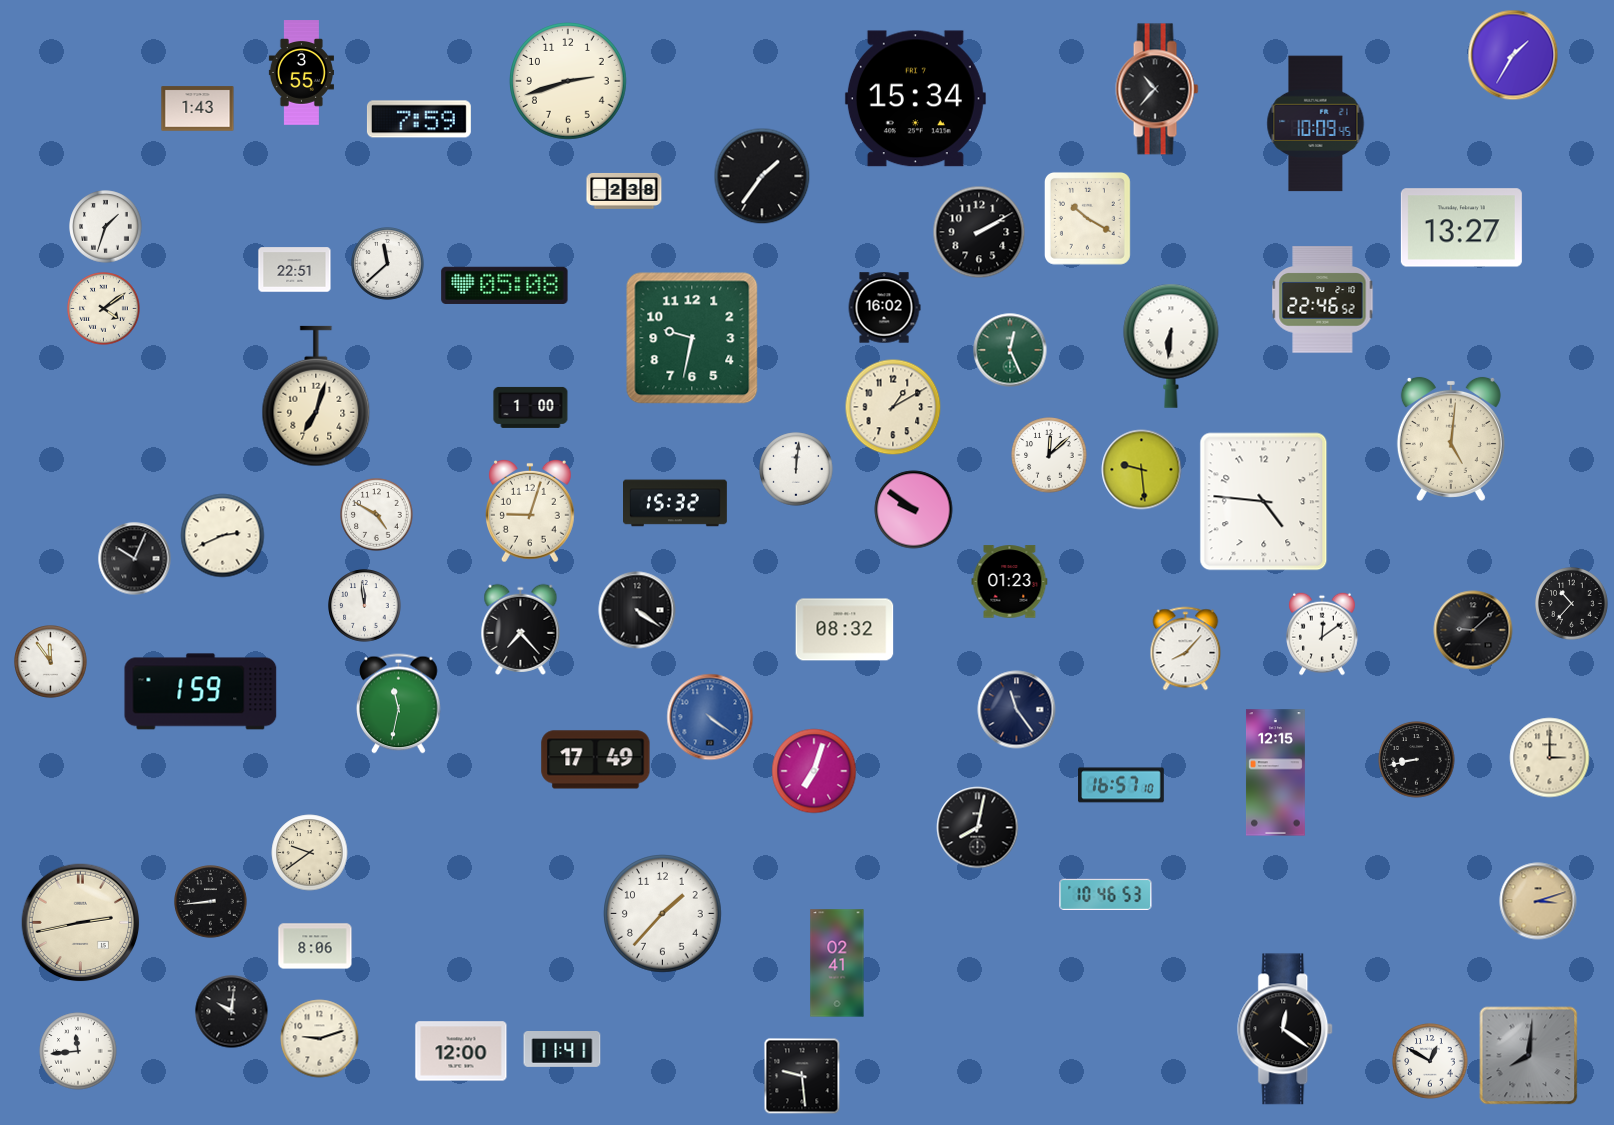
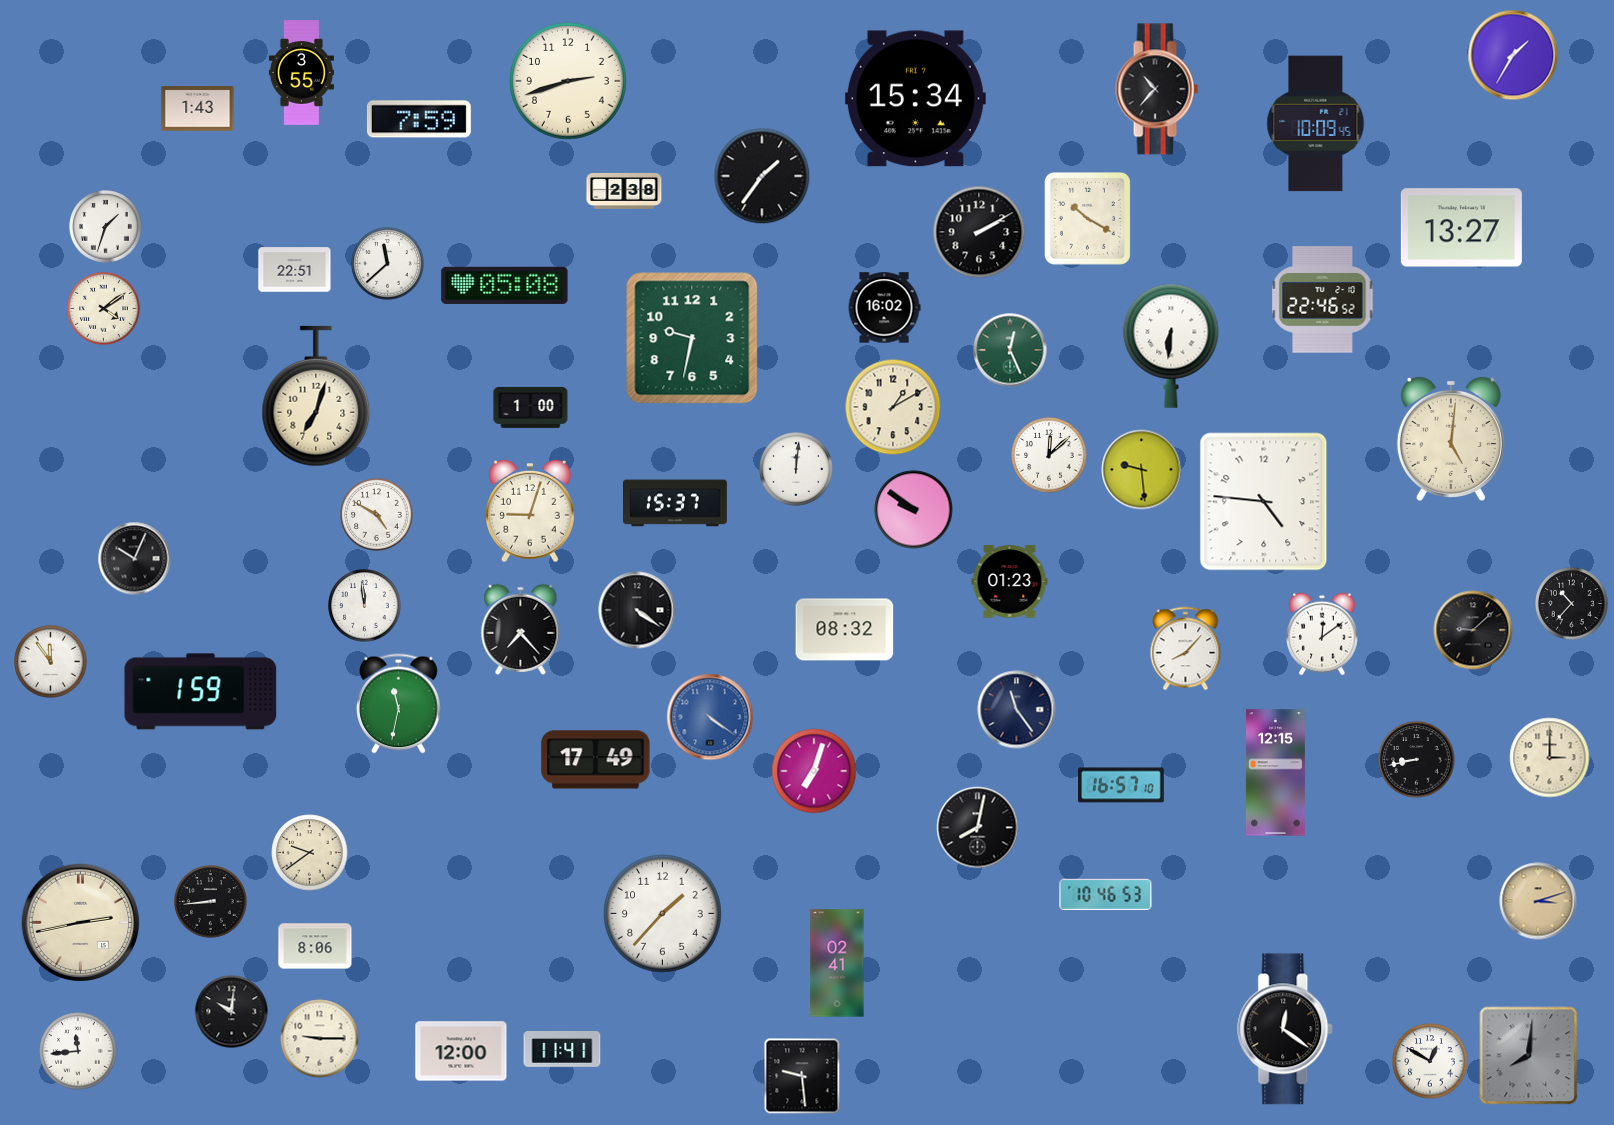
clock at (676, 503): 15:32 -> 15:37
clock at (223, 536): 2:41 -> none
clock at (320, 1039): 9:12 -> 9:15
